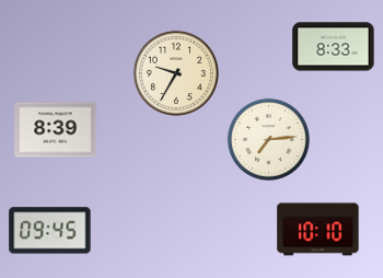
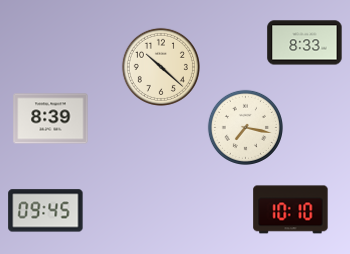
clock at (176, 73): 9:35 -> 10:22
clock at (268, 139): 7:14 -> 7:17
